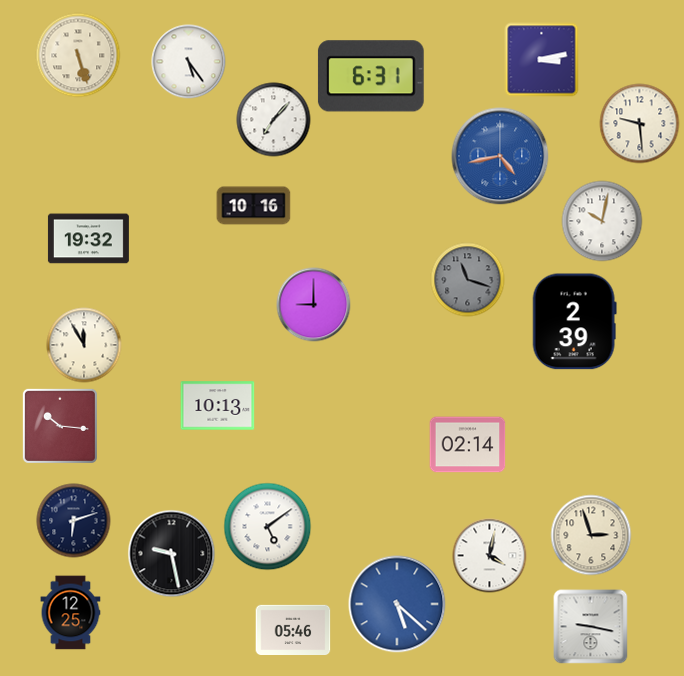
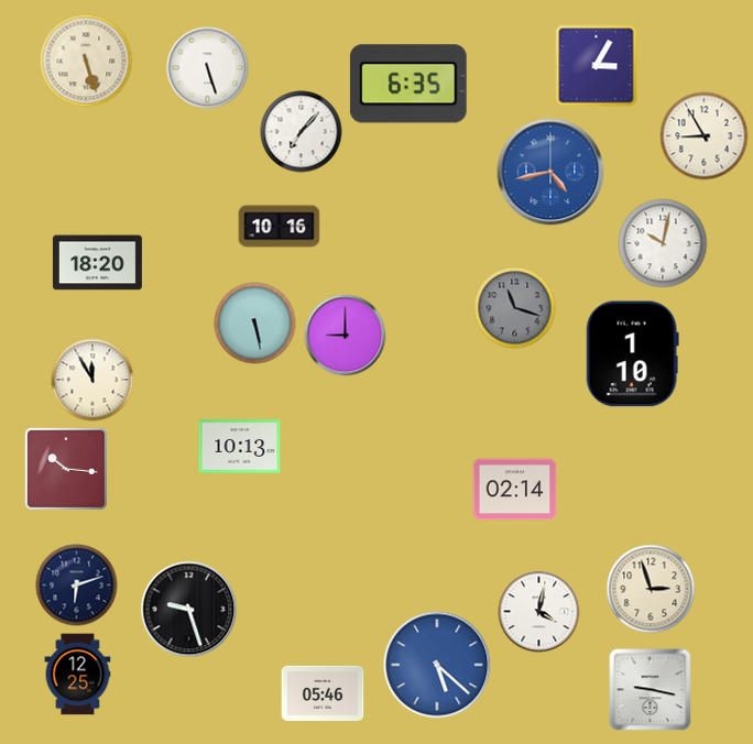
clock at (542, 60): 3:13 -> 3:05
clock at (189, 62): 5:24 -> 5:27
clock at (371, 76): 6:31 -> 6:35
clock at (640, 124): 9:29 -> 8:55
clock at (88, 239): 19:32 -> 18:20
clock at (255, 324): none -> 5:28
clock at (574, 322): 2:39 -> 1:10
clock at (74, 521) position: (74, 521) -> (77, 586)
clock at (268, 527): 5:09 -> none
clock at (172, 554): 9:28 -> 9:27
